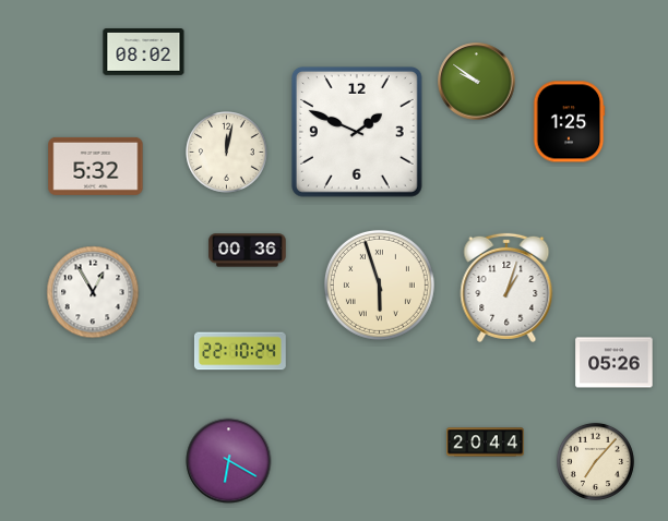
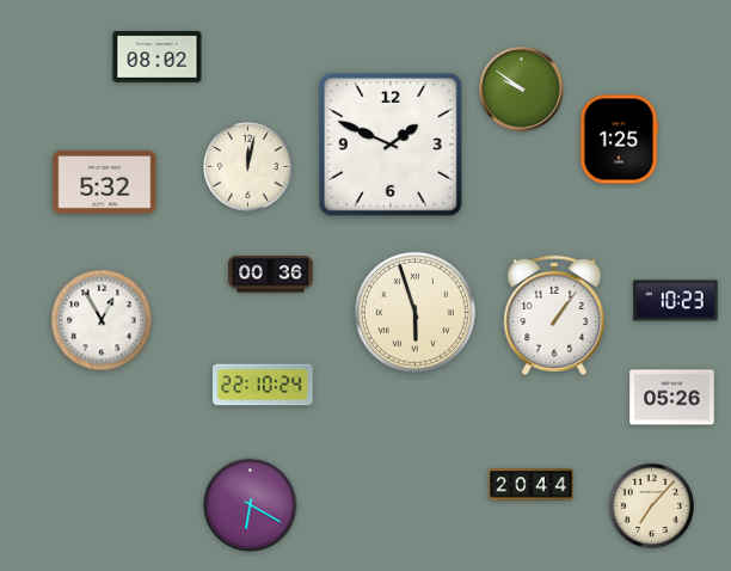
clock at (569, 122) position: (569, 122) -> (619, 140)
clock at (676, 301): none -> 10:23
clock at (506, 288): 1:03 -> 1:06
